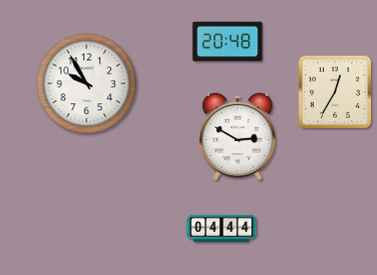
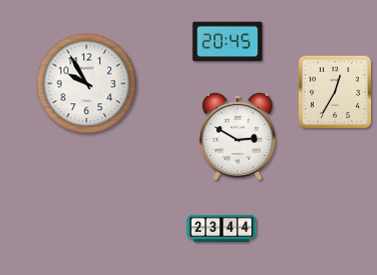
clock at (228, 42): 20:48 -> 20:45
clock at (222, 229): 04:44 -> 23:44
